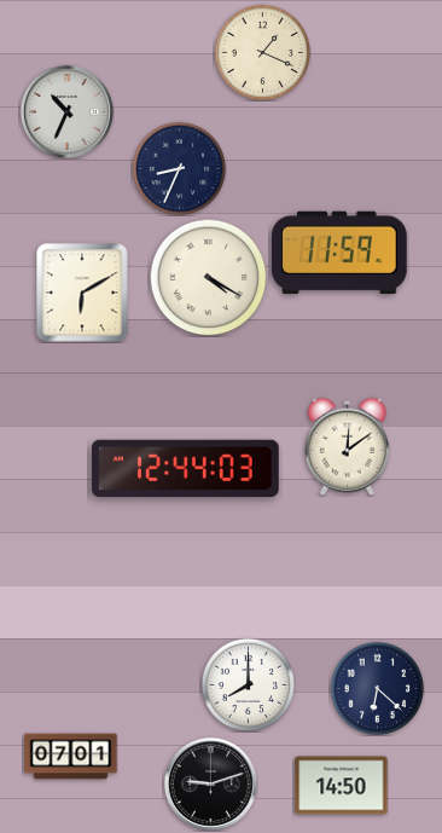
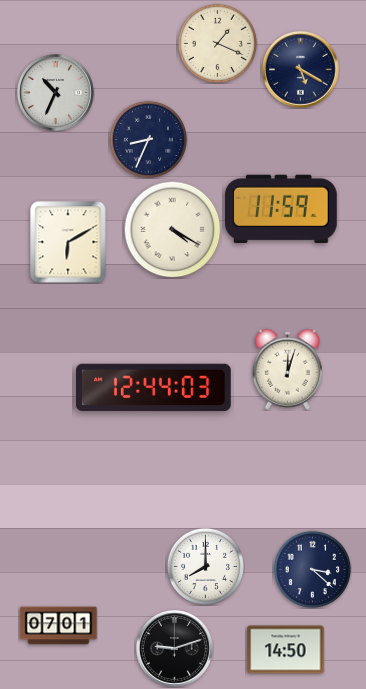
clock at (300, 69): none -> 5:20
clock at (347, 446): 12:09 -> 12:03
clock at (377, 688): 6:22 -> 3:22
clock at (342, 786) position: (342, 786) -> (286, 650)
